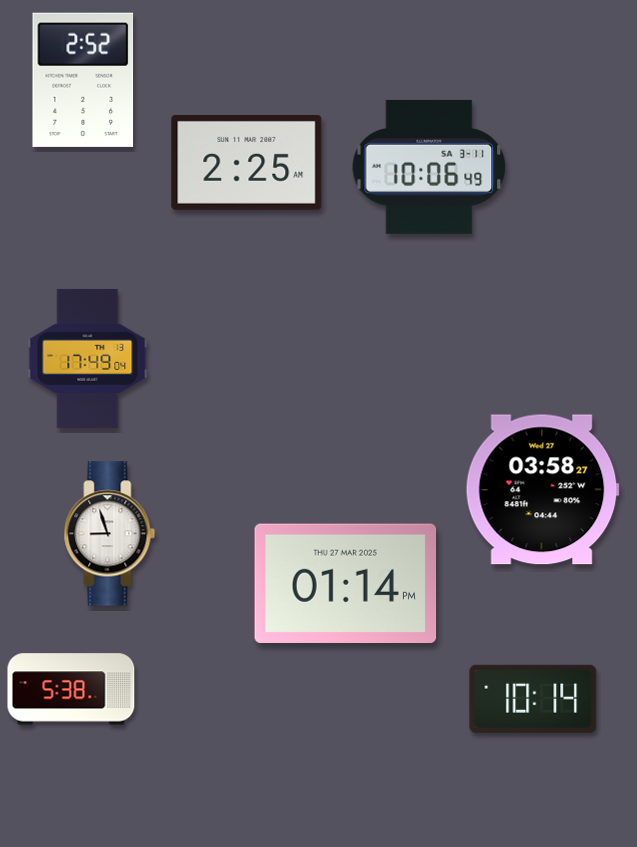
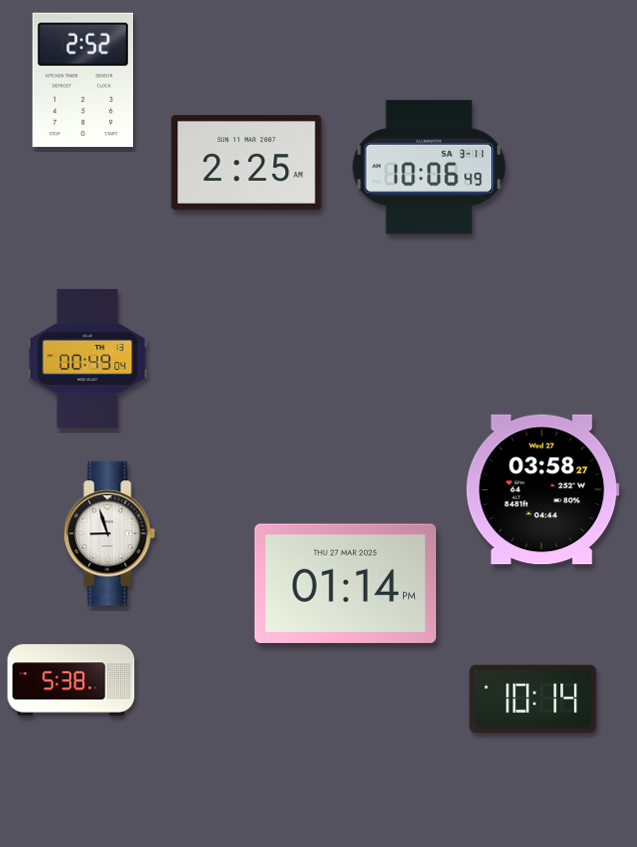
clock at (88, 358): 17:49 -> 00:49
clock at (71, 689) position: (71, 689) -> (71, 680)
